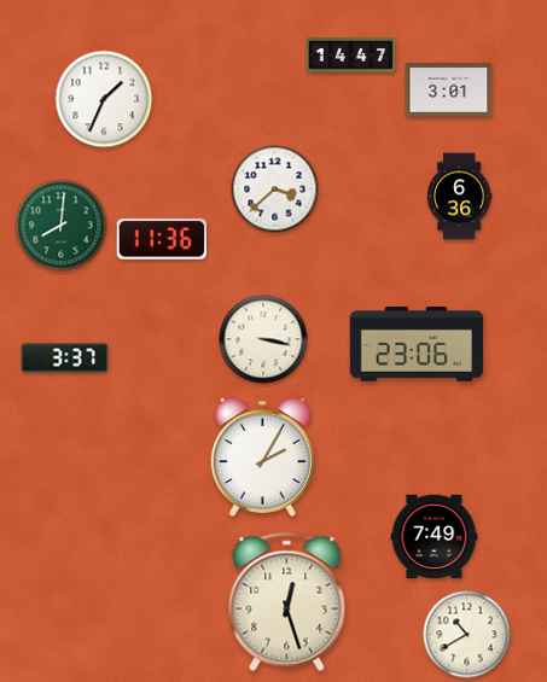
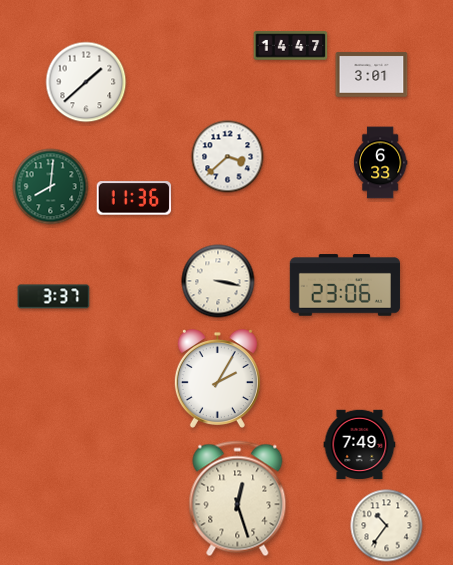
clock at (104, 99): 1:34 -> 1:38
clock at (459, 197): 6:36 -> 6:33
clock at (467, 635): 10:40 -> 10:36
